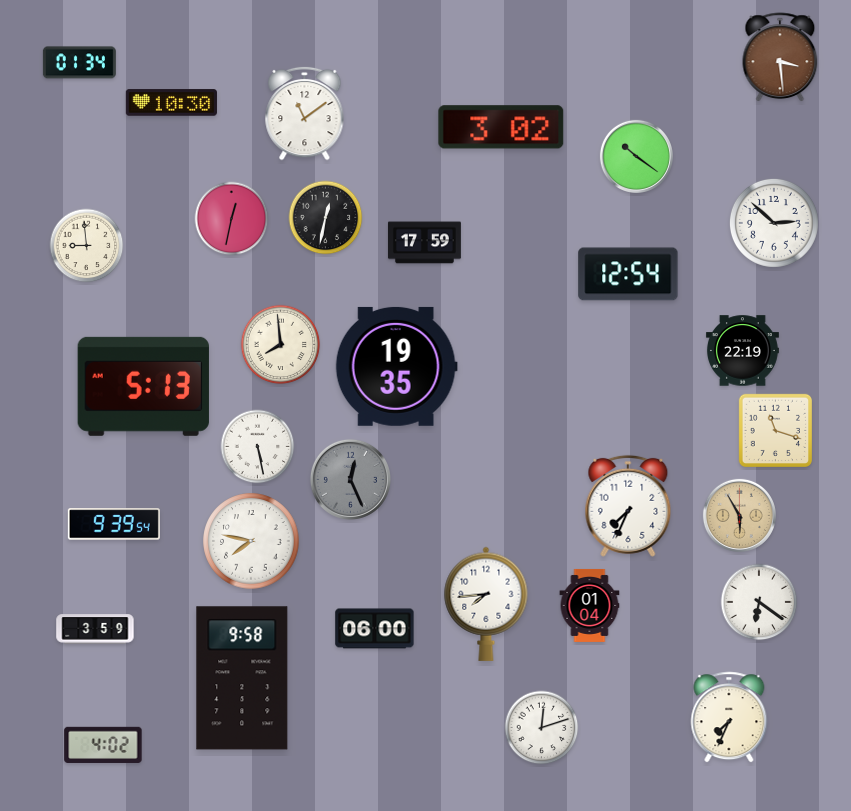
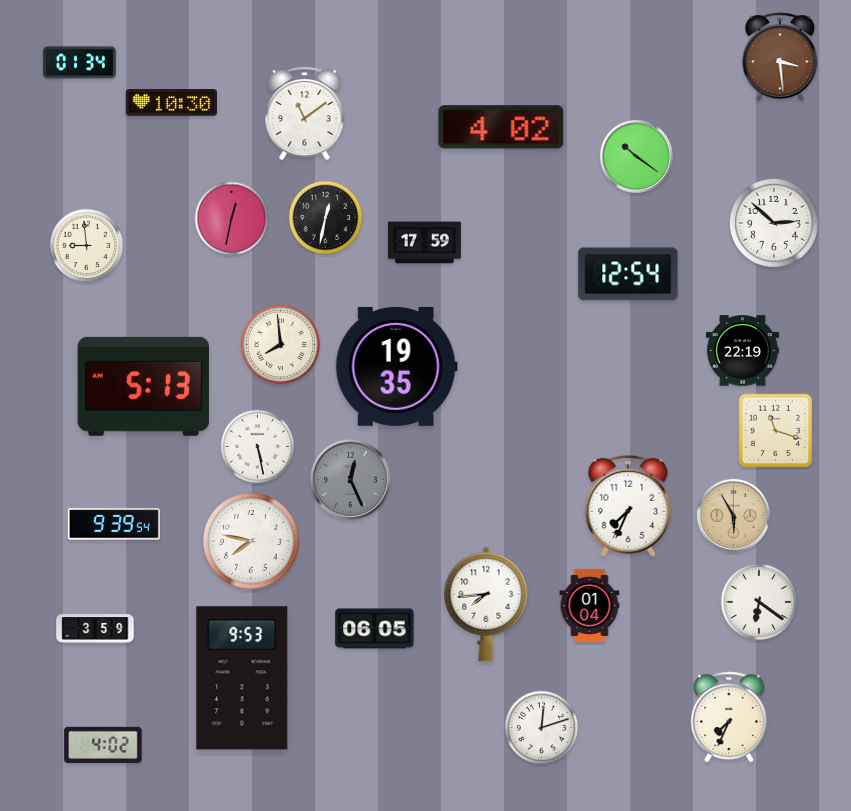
clock at (501, 127): 3:02 -> 4:02
clock at (739, 515) position: (739, 515) -> (733, 515)
clock at (375, 629): 06:00 -> 06:05
clock at (242, 678): 9:58 -> 9:53
